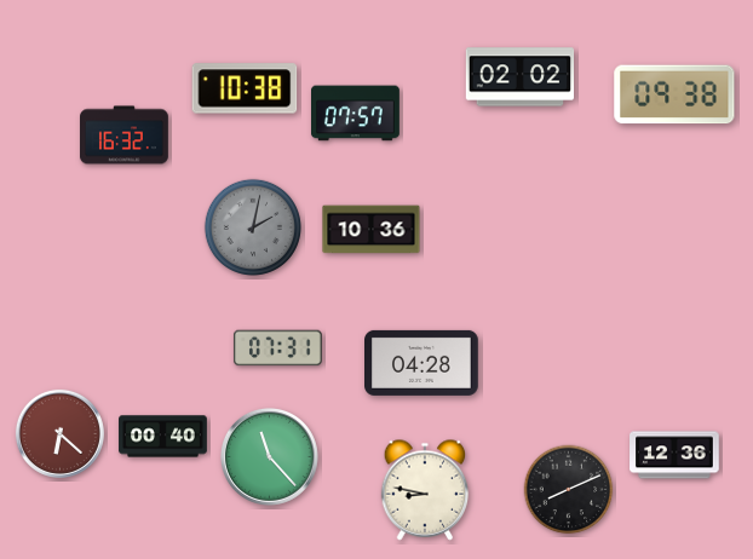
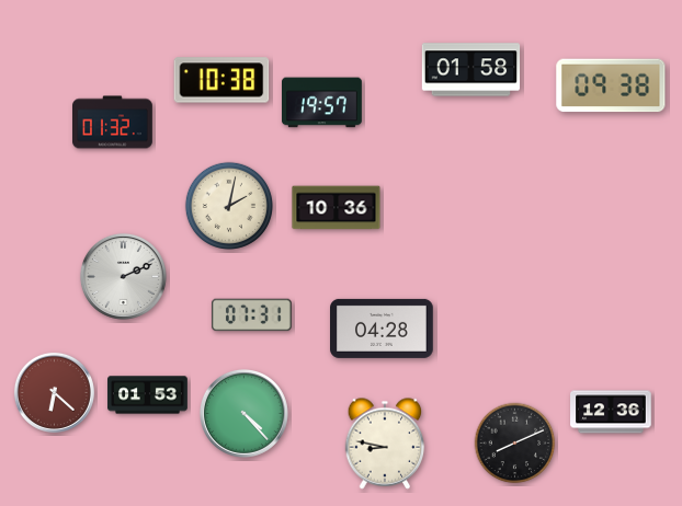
clock at (521, 77): 02:02 -> 01:58
clock at (356, 114): 07:57 -> 19:57
clock at (125, 136): 16:32 -> 01:32
clock at (253, 227) dial: grey -> cream
clock at (123, 276): none -> 2:11
clock at (163, 437): 00:40 -> 01:53
clock at (269, 456): 11:23 -> 4:23
